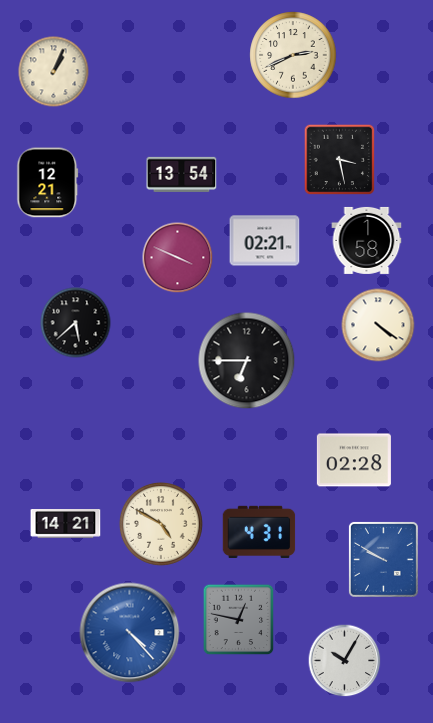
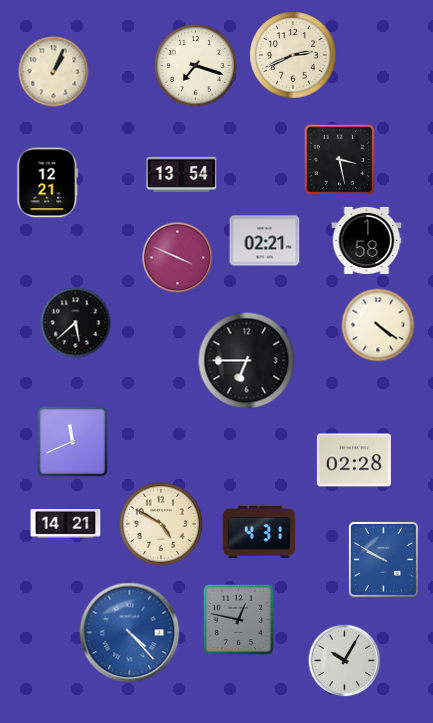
clock at (195, 65): none -> 7:18
clock at (73, 442): none -> 11:41
